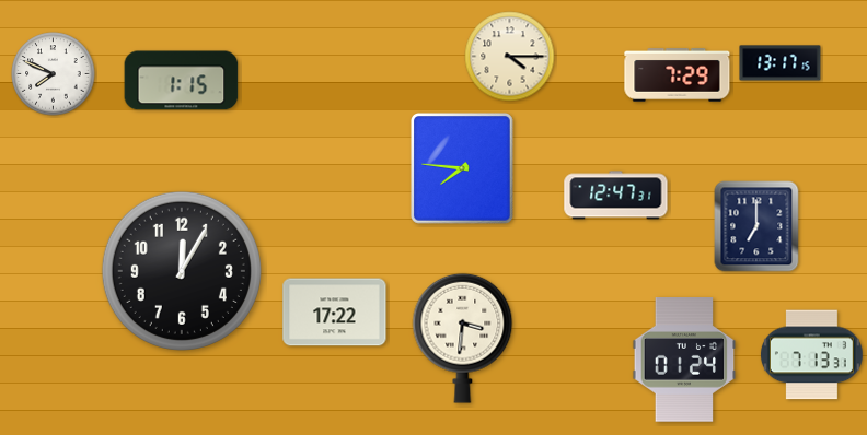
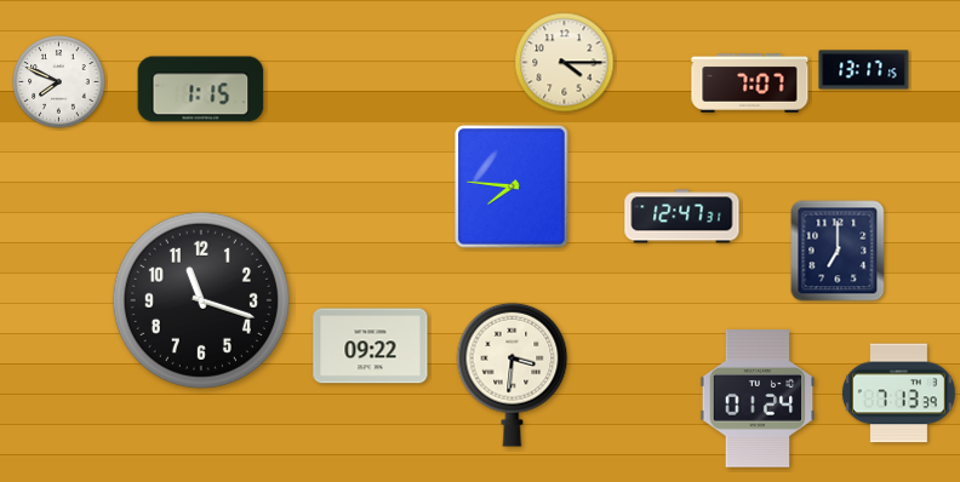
clock at (678, 75): 7:29 -> 7:07
clock at (182, 271): 12:05 -> 11:18
clock at (335, 313): 17:22 -> 09:22
clock at (811, 355): 7:13:31 -> 7:13:39
